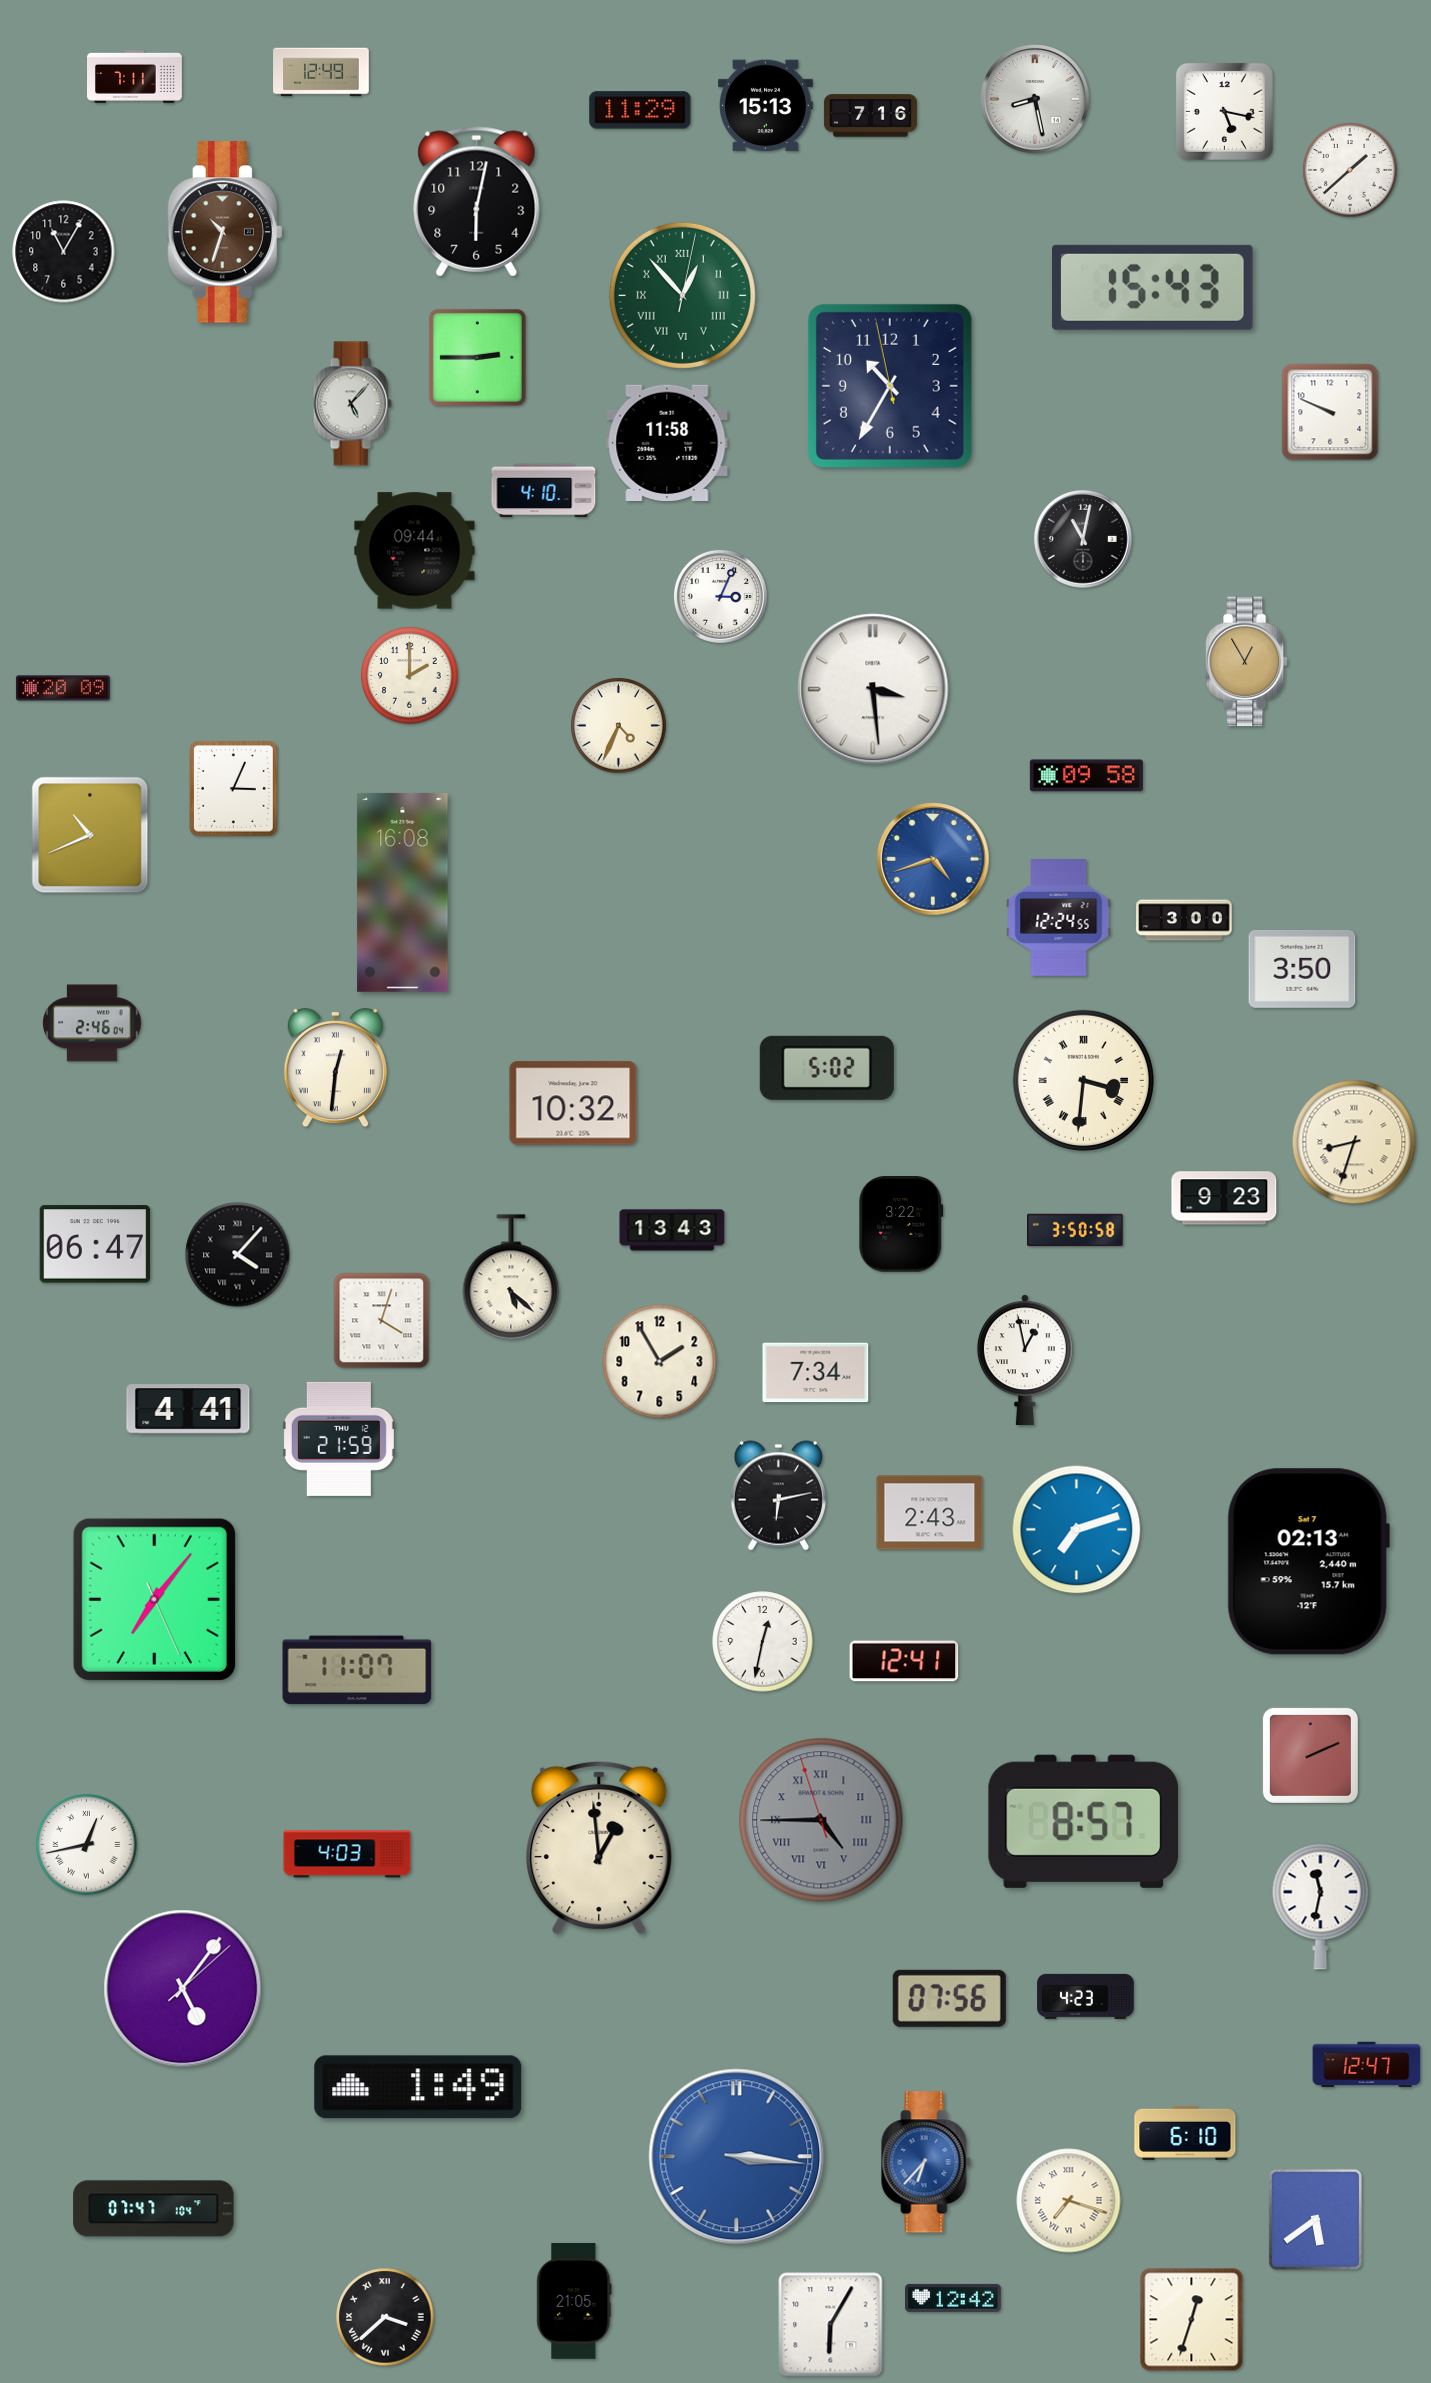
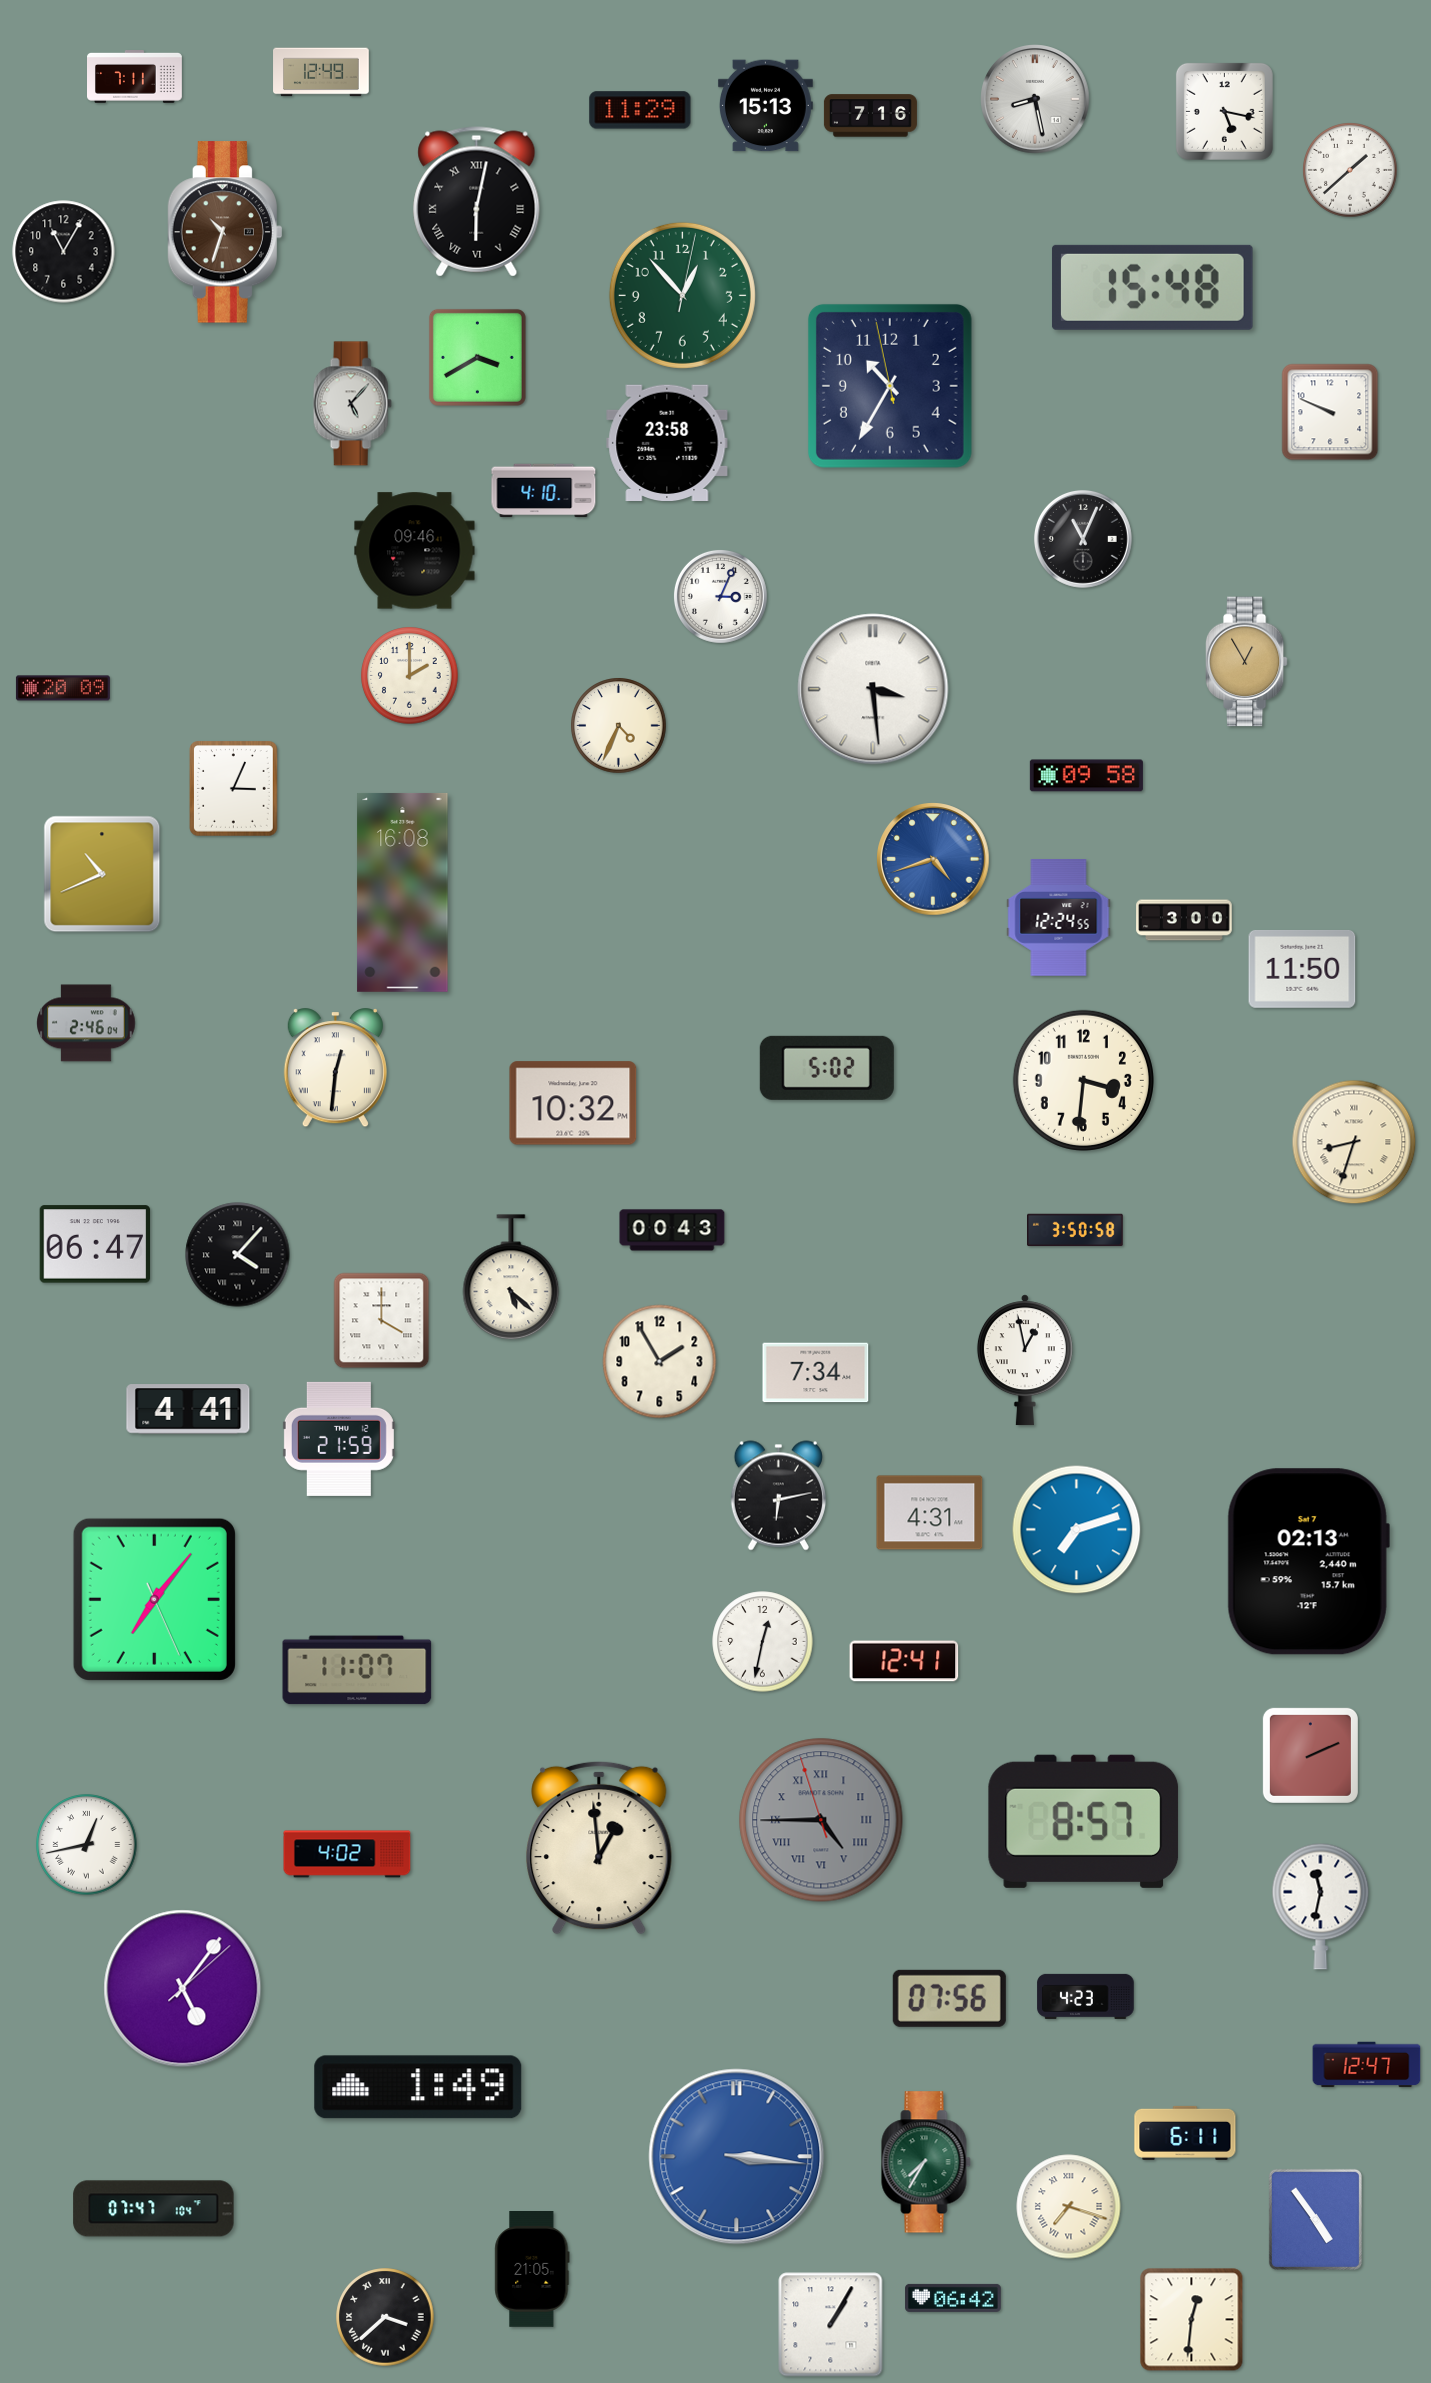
clock at (477, 202) numerals: Arabic -> Roman
clock at (1152, 287): 15:43 -> 15:48
clock at (682, 295) numerals: Roman -> Arabic
clock at (477, 357): 2:45 -> 3:40
clock at (667, 443): 11:58 -> 23:58
clock at (1083, 539): 11:02 -> 11:04
clock at (415, 551): 09:44 -> 09:46
clock at (90, 835) position: (90, 835) -> (102, 874)
clock at (1302, 969): 3:50 -> 11:50
clock at (92, 1023) position: (92, 1023) -> (86, 1023)
clock at (1083, 1080) numerals: Roman -> Arabic
clock at (1224, 1198): 9:23 -> none
clock at (901, 1225): 3:22 -> none
clock at (672, 1230): 13:43 -> 00:43
clock at (382, 1321): 4:03 -> 4:00
clock at (930, 1513): 2:43 -> 4:31
clock at (347, 1854): 4:03 -> 4:02
clock at (1185, 2133): 6:10 -> 6:11
clock at (926, 2162): 6:37 -> 7:35
clock at (926, 2162) dial: blue -> green
clock at (1069, 2201) position: (1069, 2201) -> (1069, 2207)
clock at (1315, 2219): 5:39 -> 4:54
clock at (953, 2298): 12:42 -> 06:42
clock at (574, 2302) position: (574, 2302) -> (532, 2270)
clock at (1192, 2320): 12:33 -> 12:31
clock at (831, 2325): 6:05 -> 1:05
